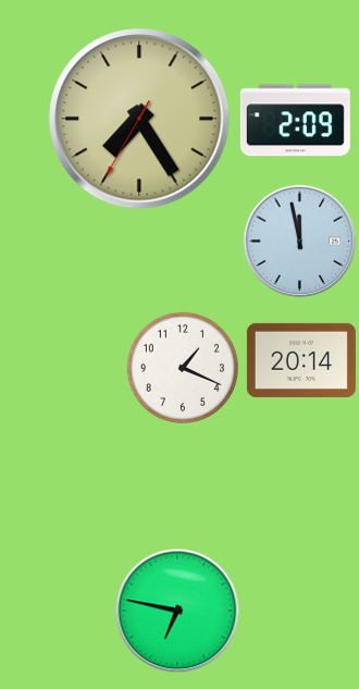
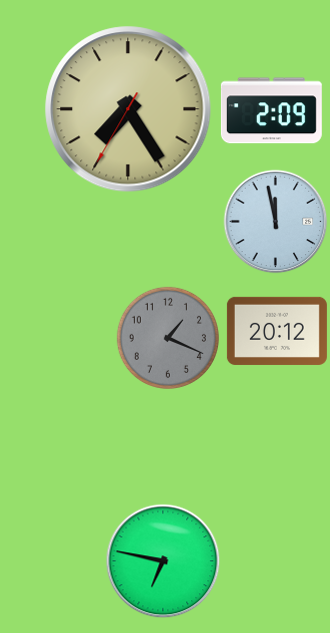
clock at (301, 360): 20:14 -> 20:12
clock at (183, 368) dial: white -> grey
